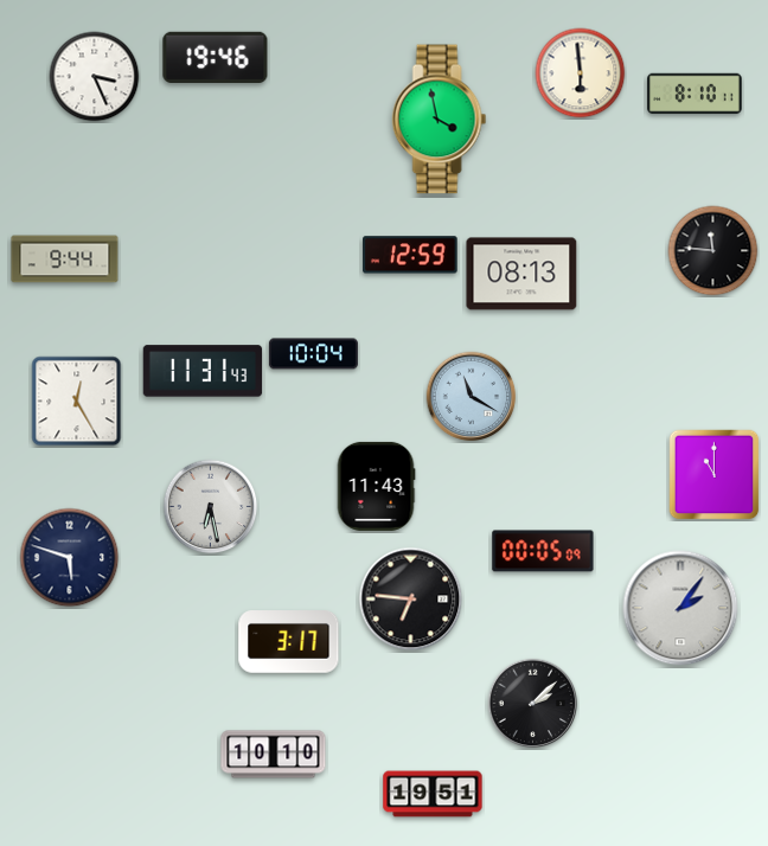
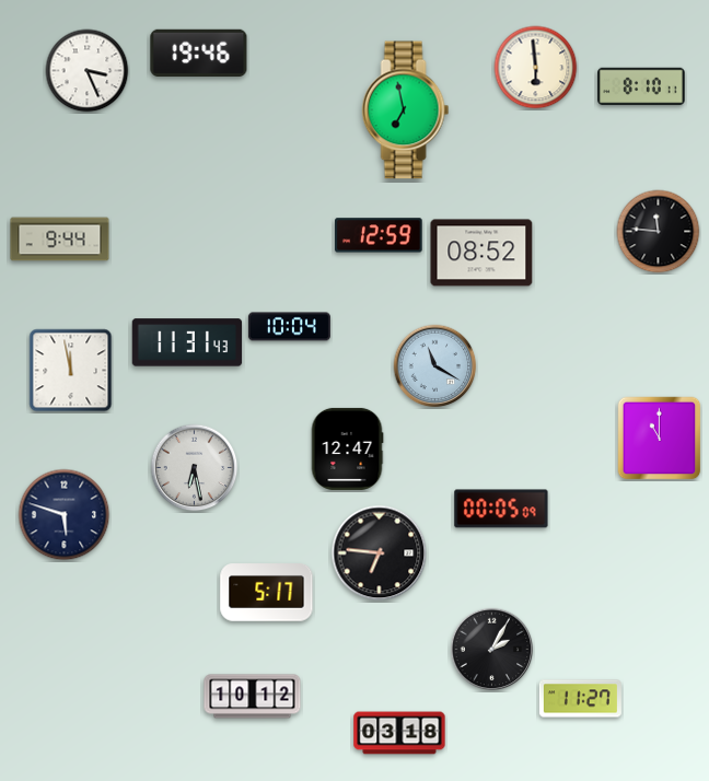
clock at (440, 120): 3:58 -> 6:58
clock at (521, 274): 08:13 -> 08:52
clock at (77, 402): 12:25 -> 11:58
clock at (376, 486): 11:43 -> 12:47
clock at (680, 608): 2:06 -> none
clock at (289, 642): 3:17 -> 5:17
clock at (533, 704): 2:08 -> 2:05
clock at (274, 755): 10:10 -> 10:12
clock at (580, 699): none -> 11:27
clock at (433, 794): 19:51 -> 03:18
